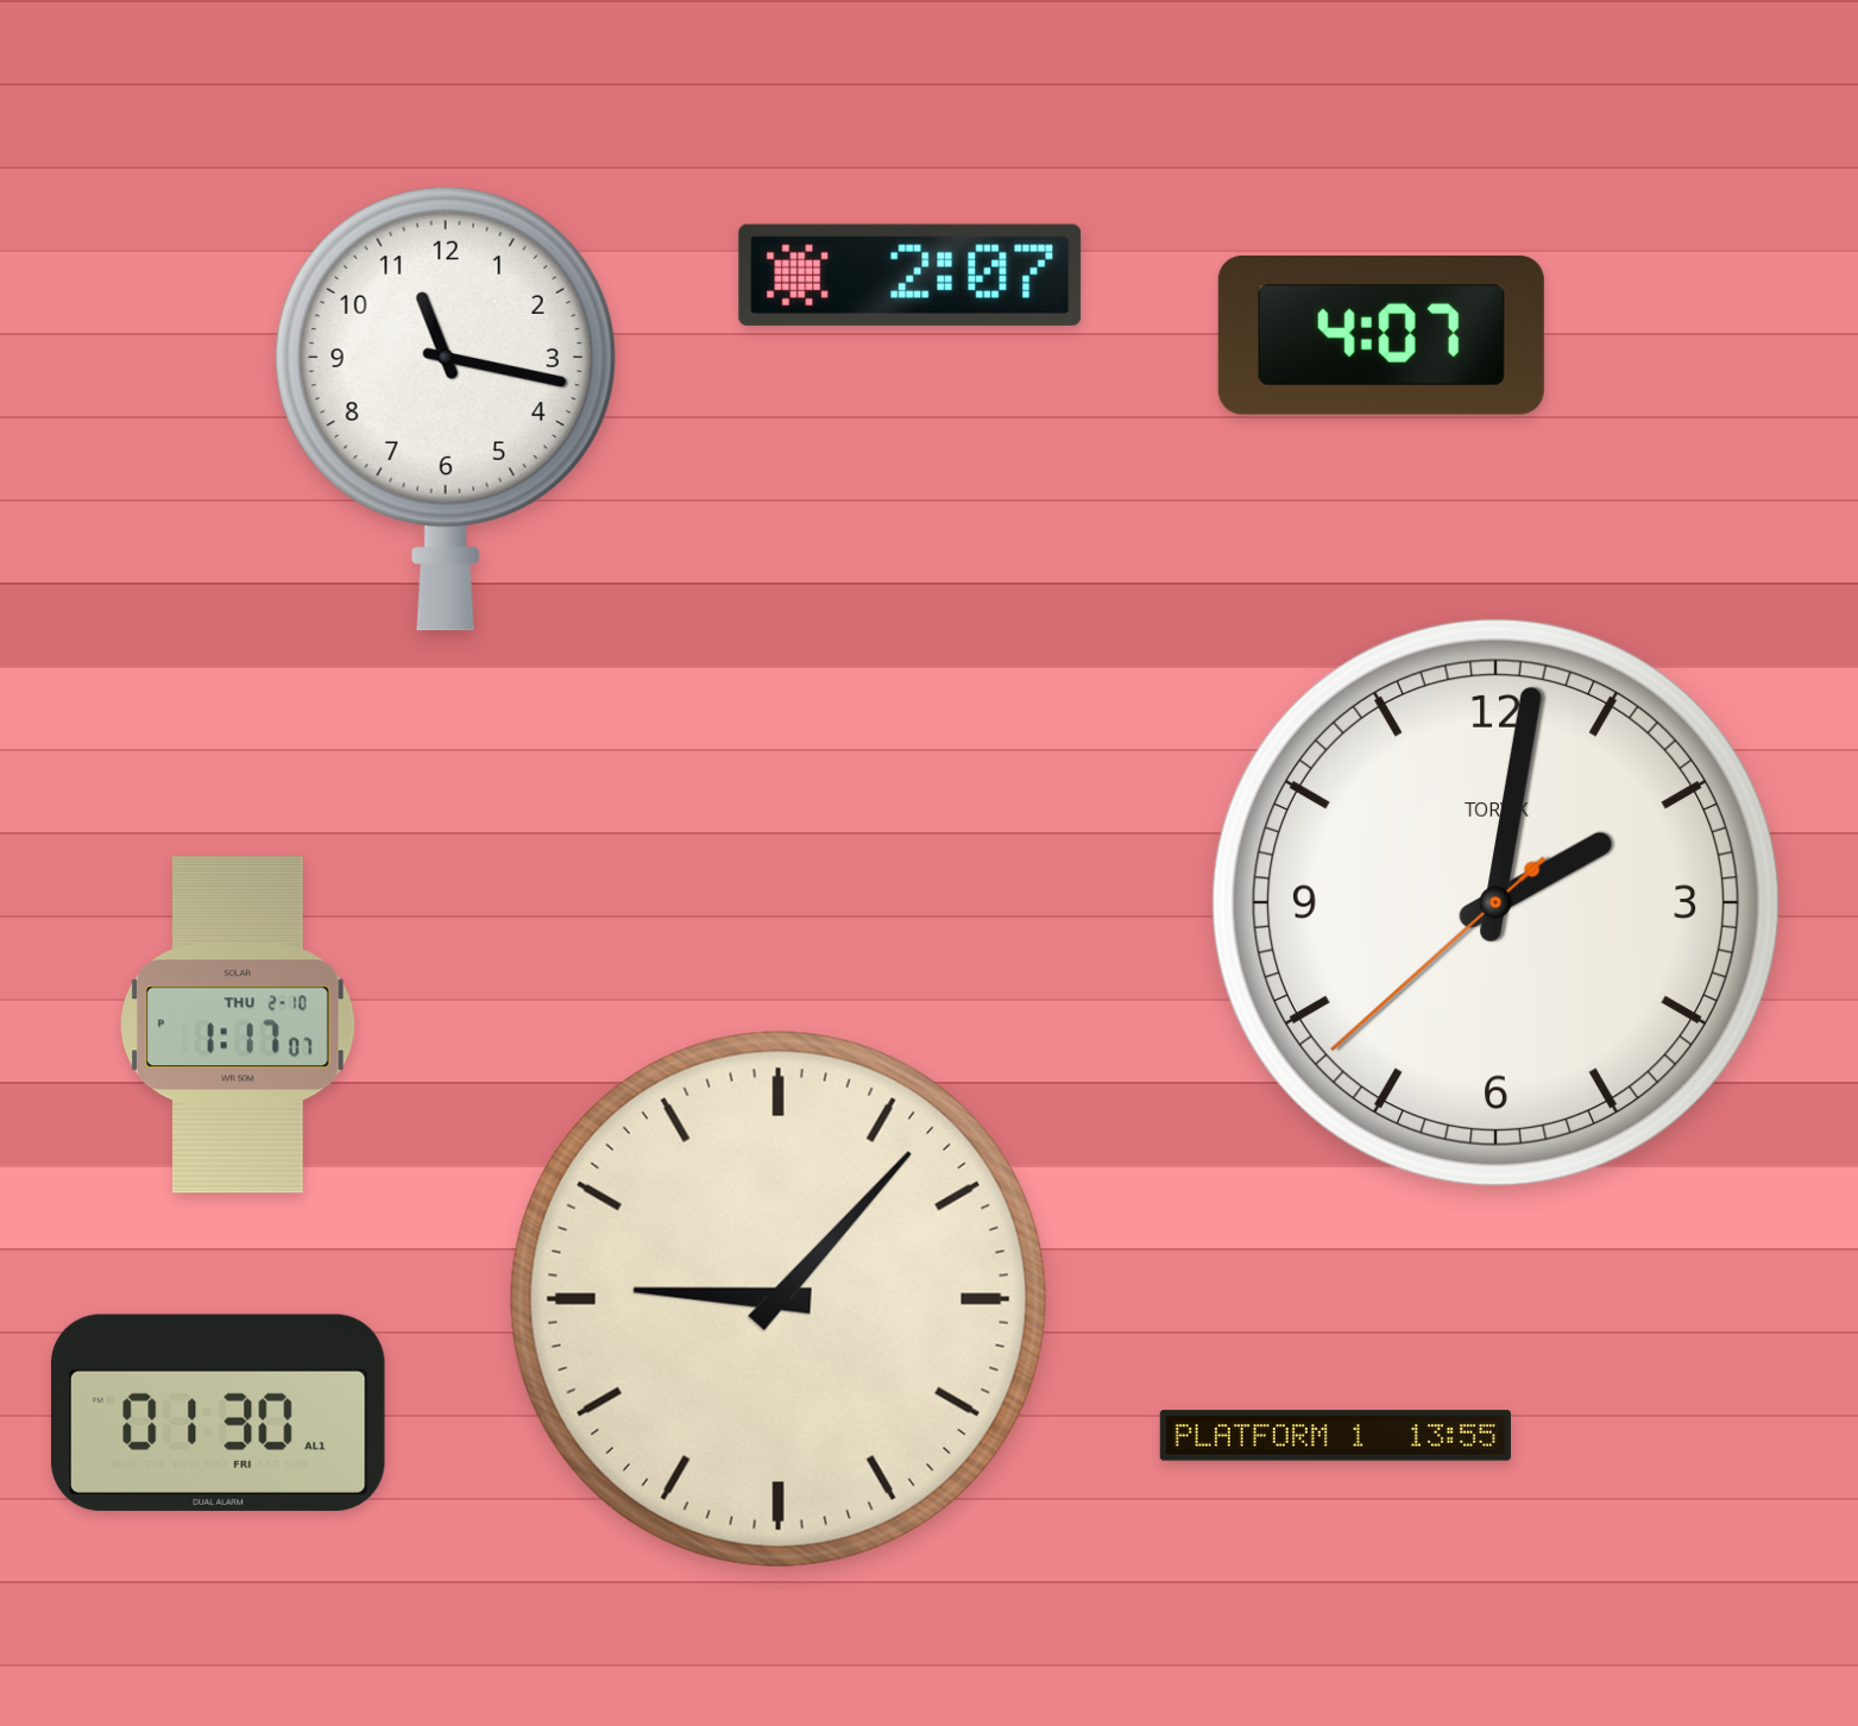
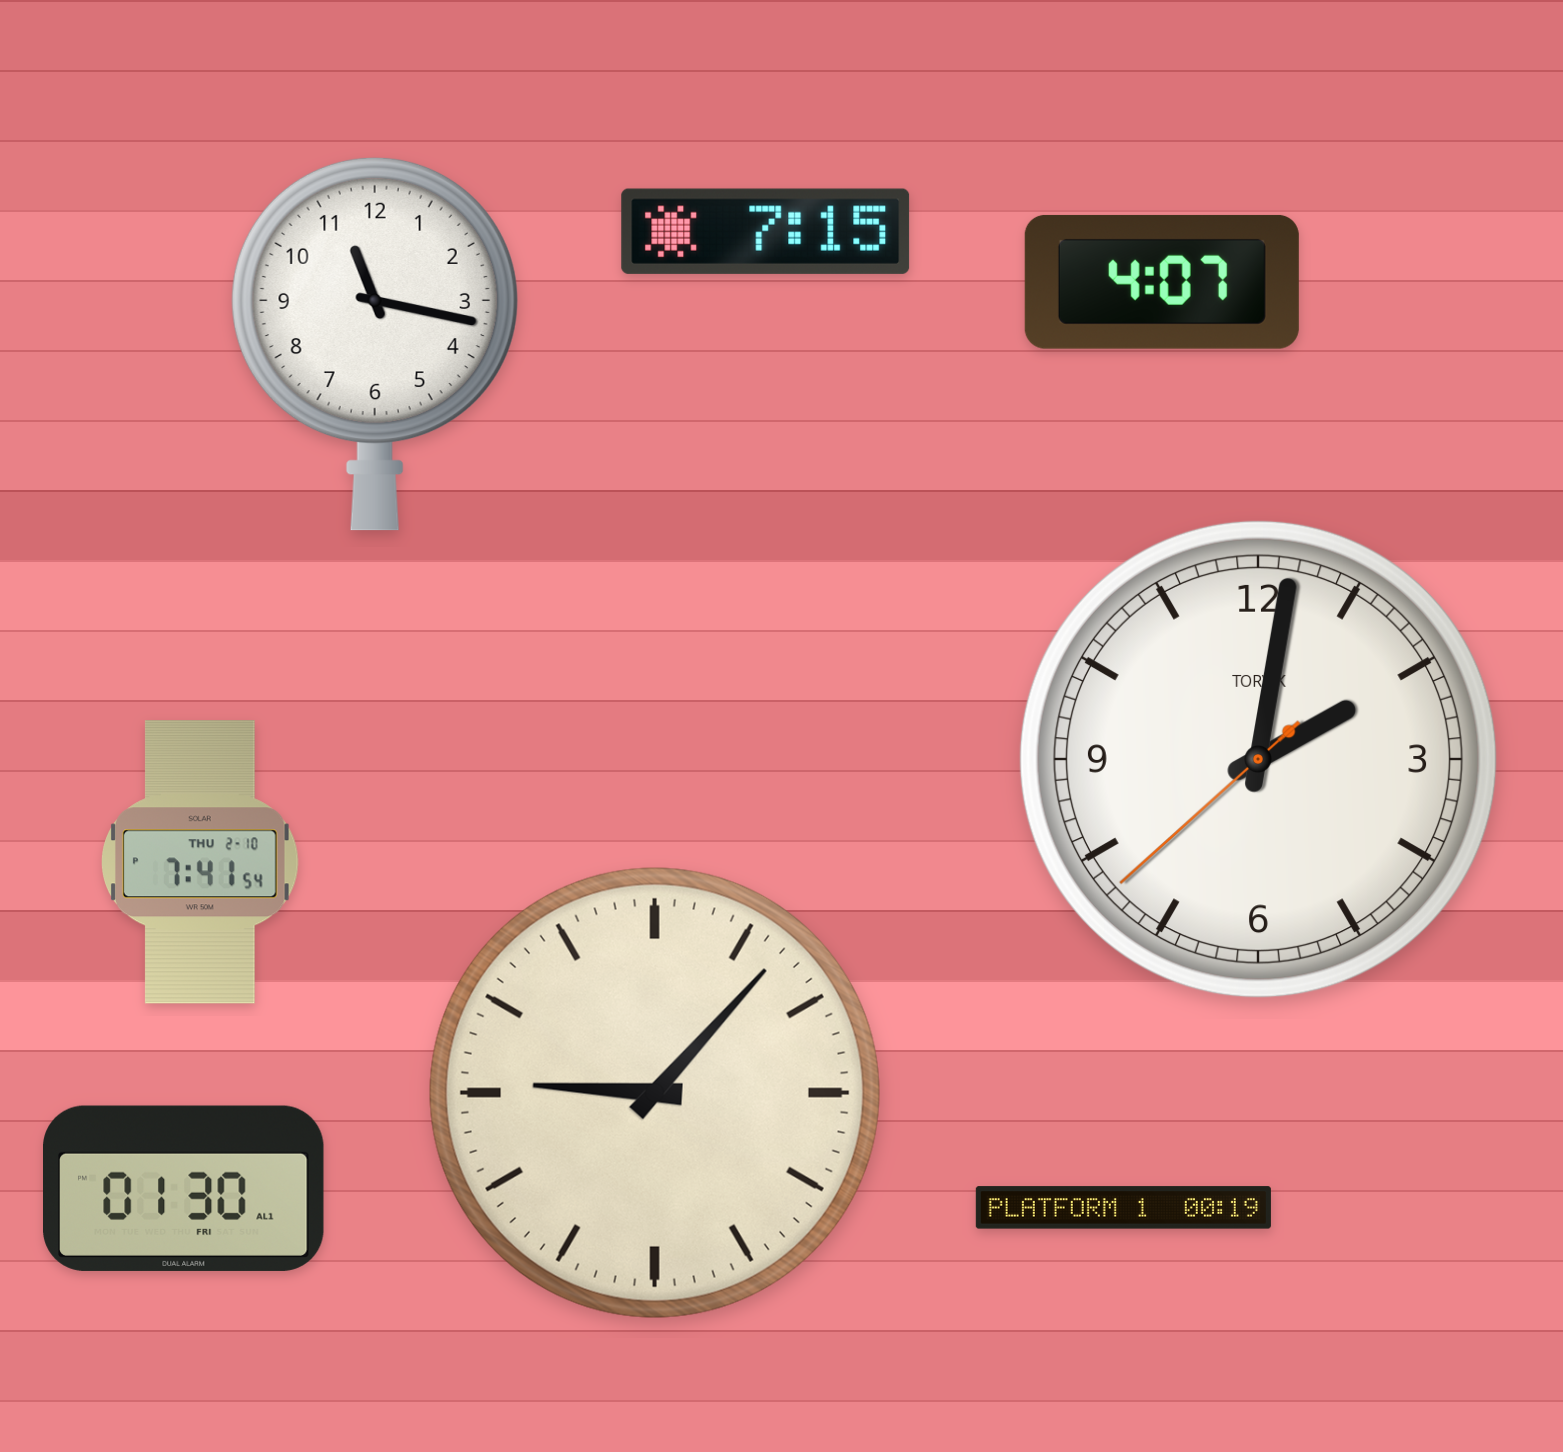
clock at (911, 275): 2:07 -> 7:15
clock at (239, 1025): 1:17 -> 7:41
clock at (1335, 1436): 13:55 -> 00:19
